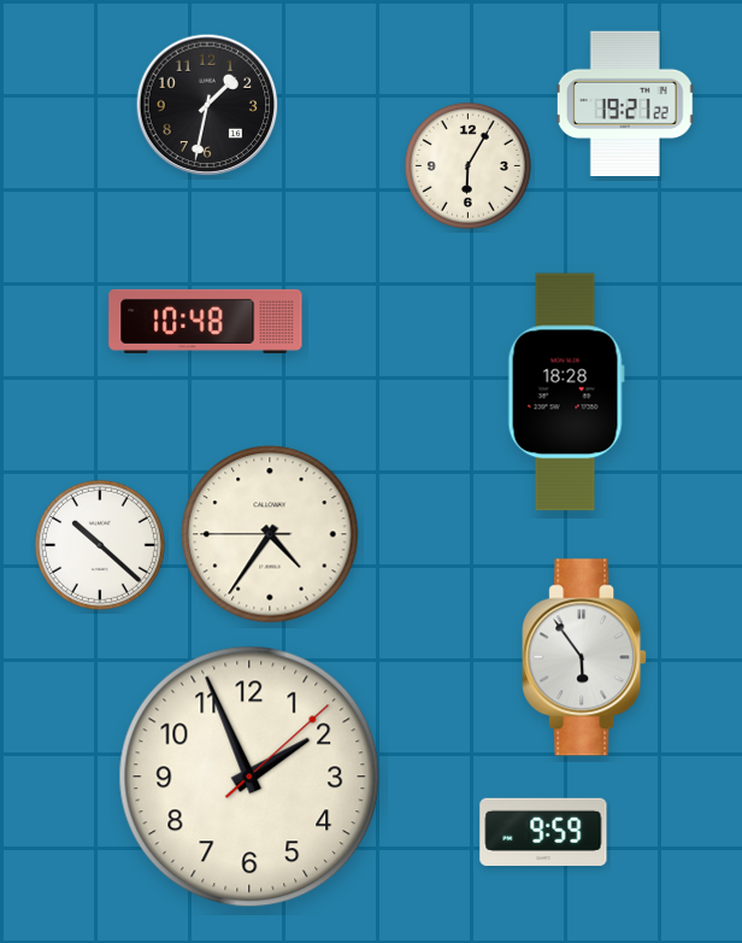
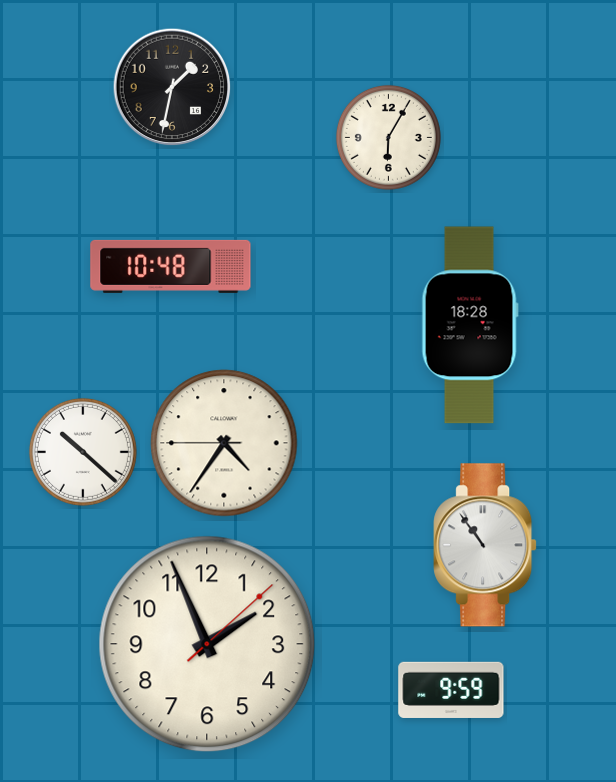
clock at (625, 102): 19:21 -> none
clock at (584, 657): 5:54 -> 10:54
